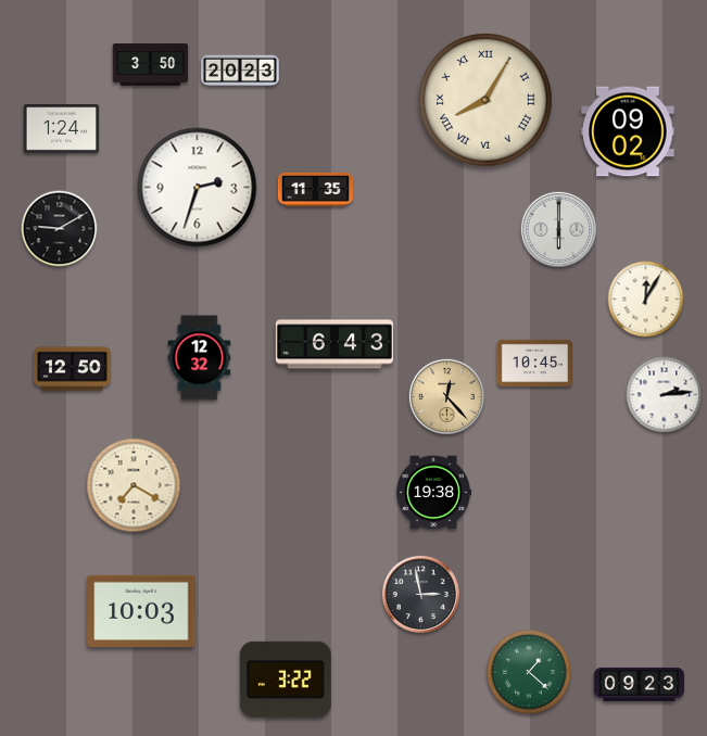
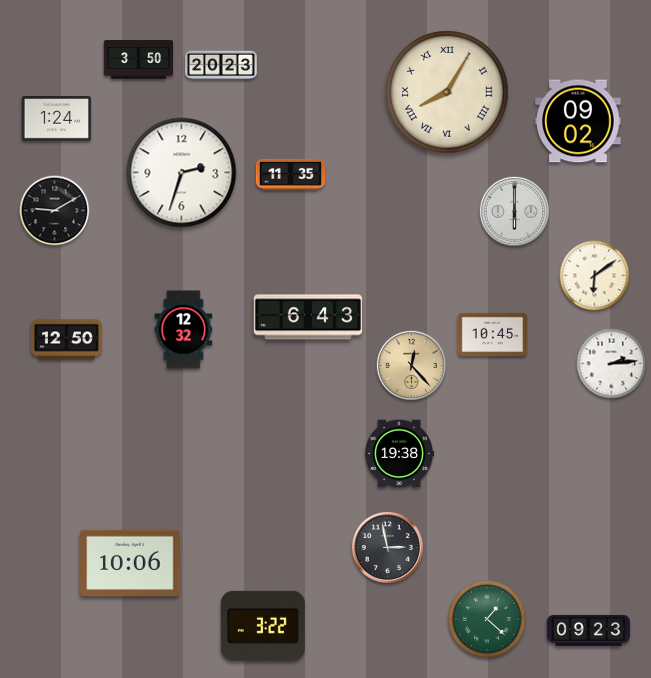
clock at (646, 300): 12:05 -> 6:09
clock at (134, 485): 7:20 -> none
clock at (141, 611): 10:03 -> 10:06
